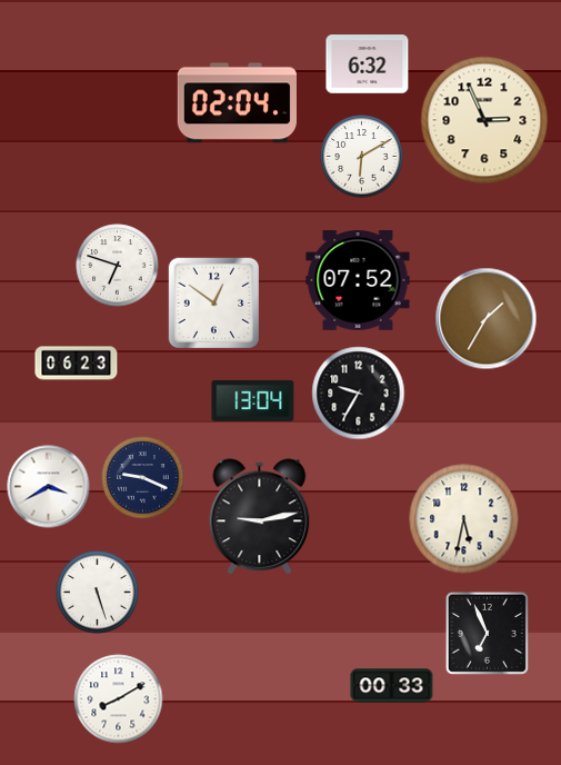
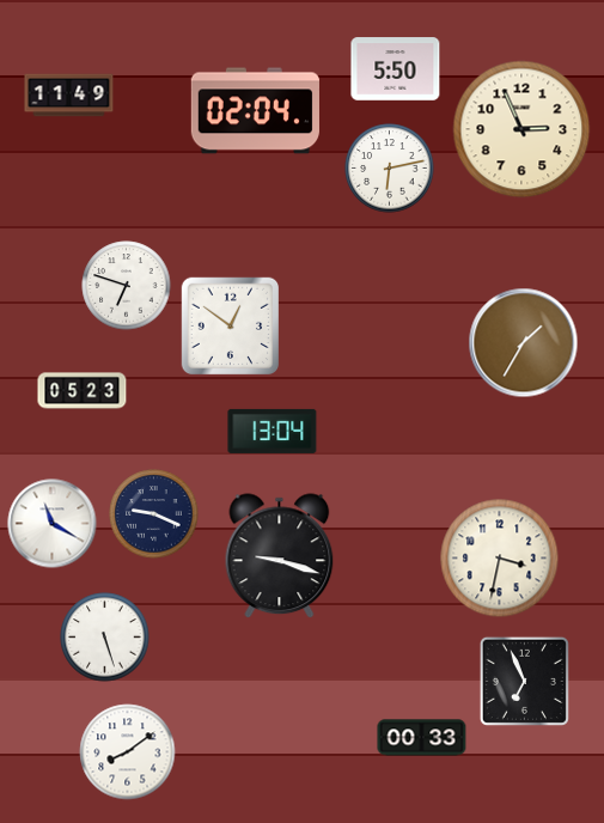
clock at (368, 64): 6:32 -> 5:50
clock at (69, 96): none -> 11:49
clock at (362, 157): 6:10 -> 6:13
clock at (358, 281): 07:52 -> none
clock at (77, 364): 06:23 -> 05:23
clock at (359, 394): 9:35 -> none
clock at (49, 487): 3:40 -> 11:20
clock at (260, 517): 9:13 -> 9:18
clock at (464, 519): 5:32 -> 3:32
clock at (119, 699): 8:10 -> 8:09
